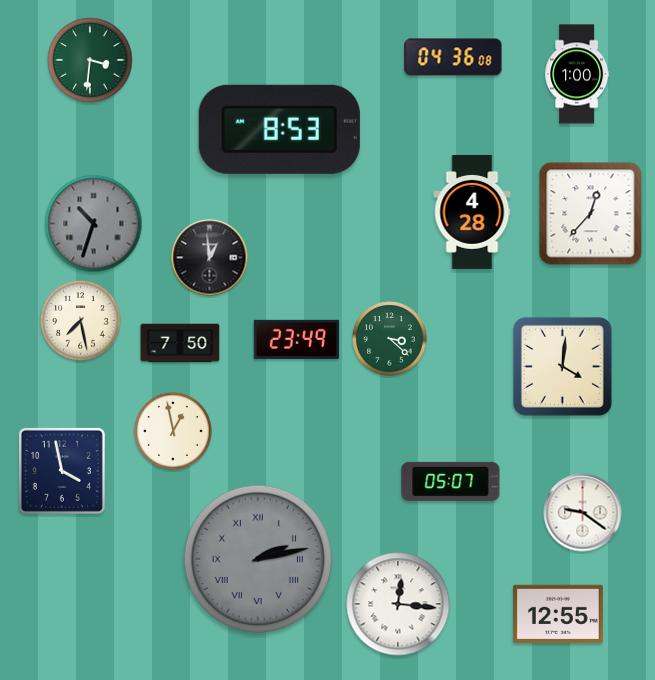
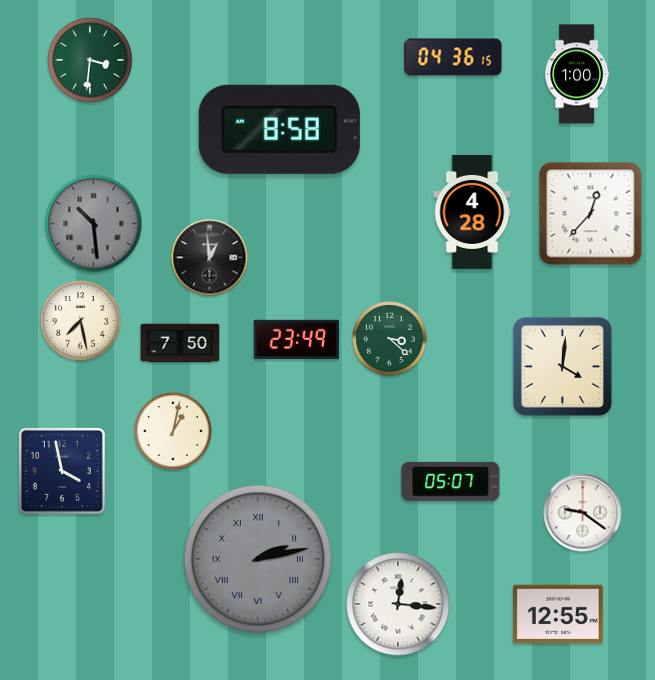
clock at (453, 57): 04:36:08 -> 04:36:15
clock at (279, 129): 8:53 -> 8:58
clock at (94, 224): 10:33 -> 10:29
clock at (173, 431): 12:58 -> 1:02
